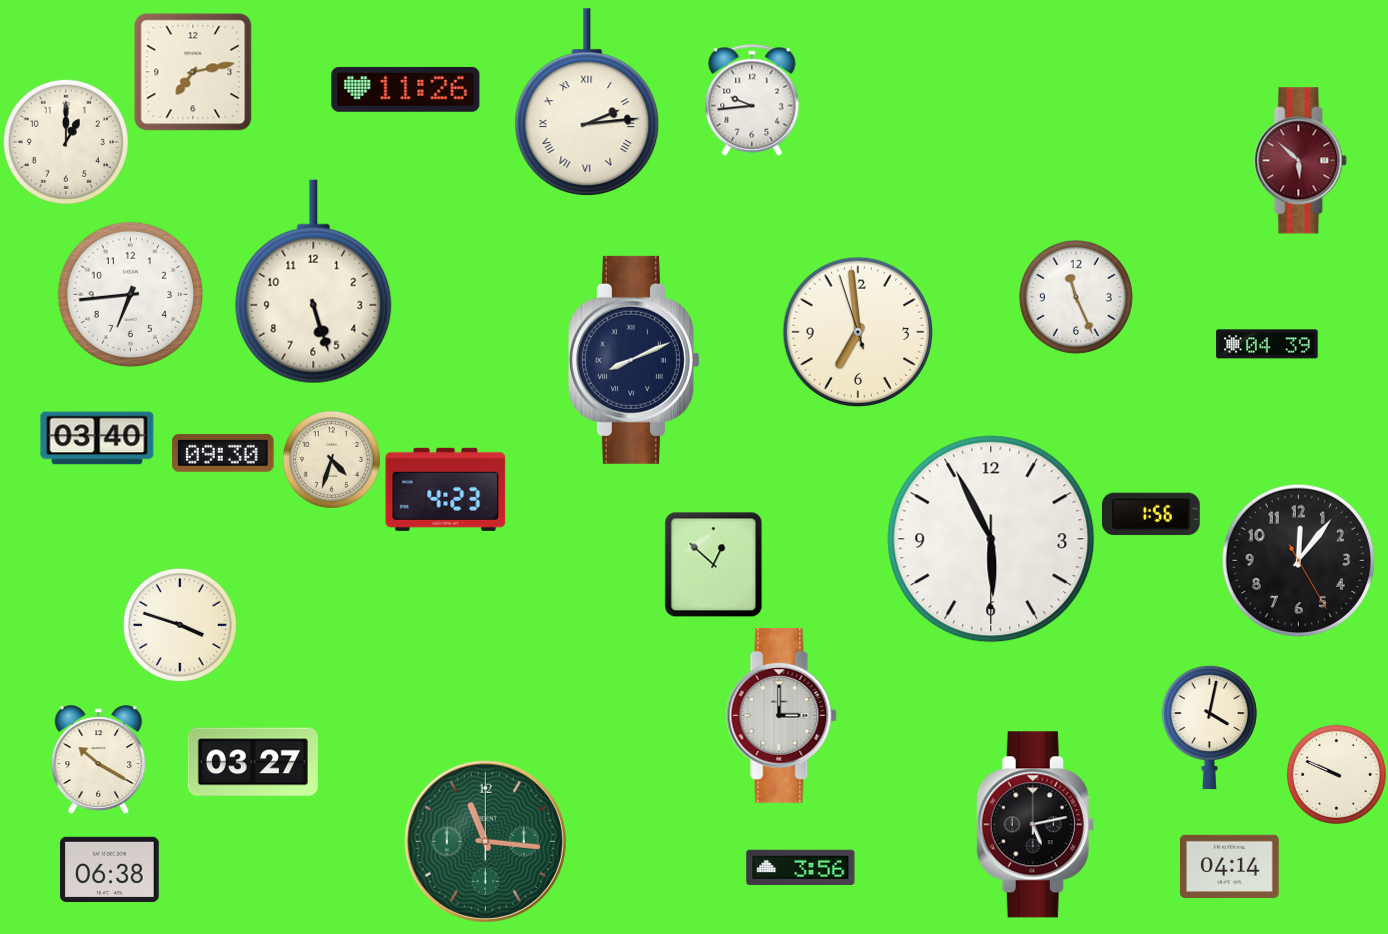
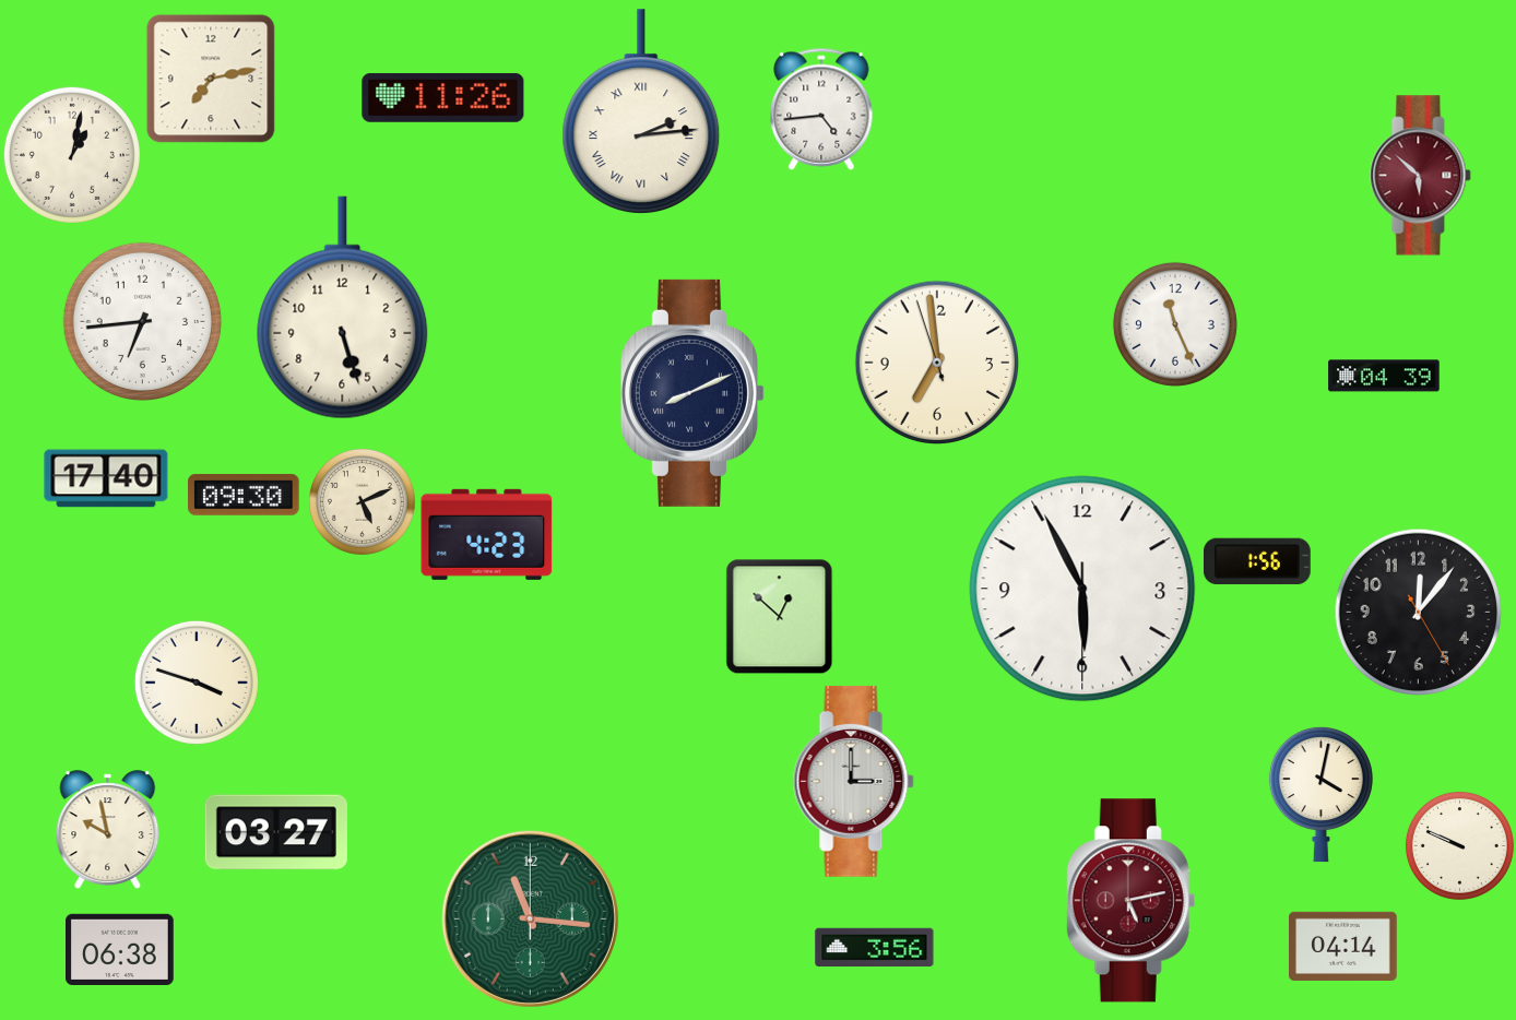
clock at (752, 100): 9:44 -> 4:44
clock at (66, 142): 1:00 -> 1:02
clock at (97, 438): 03:40 -> 17:40
clock at (331, 459): 4:33 -> 5:11
clock at (99, 760): 10:20 -> 9:58
clock at (1036, 825) dial: black -> burgundy
